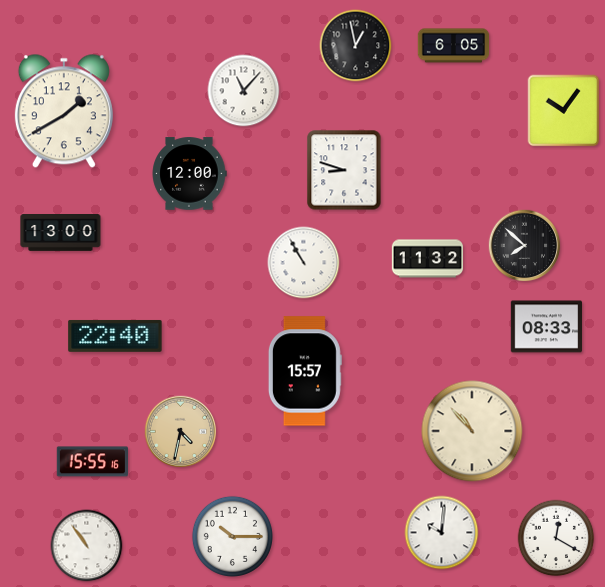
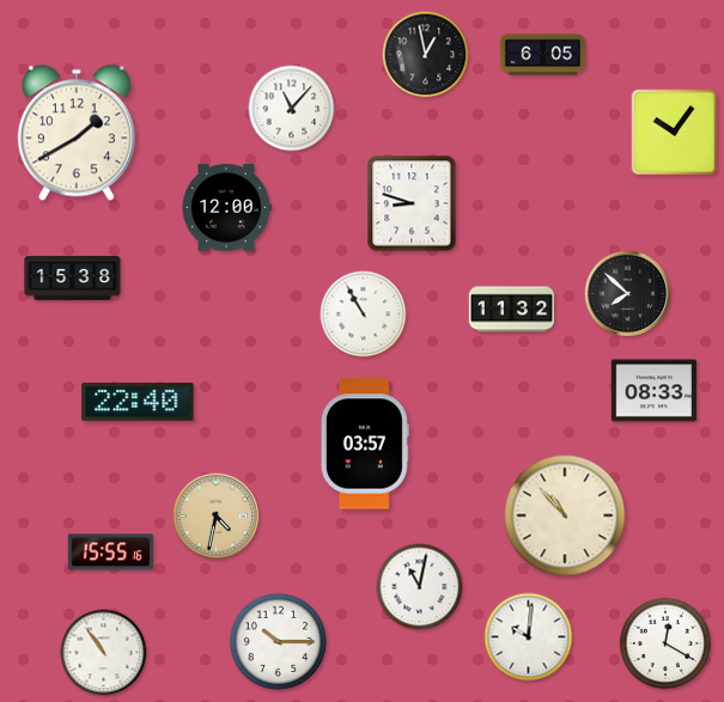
clock at (61, 233): 13:00 -> 15:38
clock at (305, 371): 15:57 -> 03:57
clock at (420, 587): none -> 11:02
